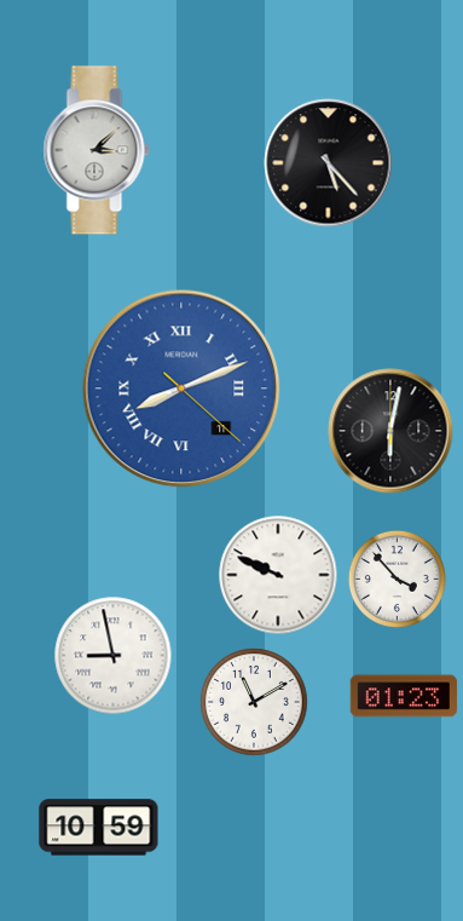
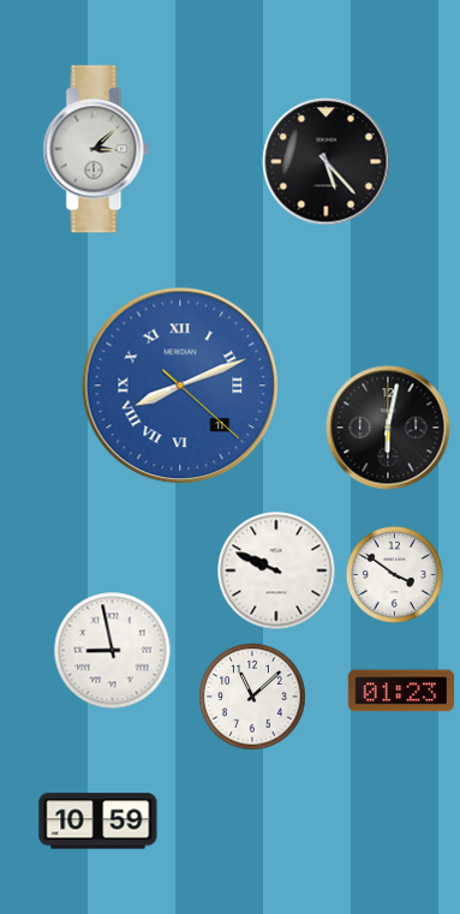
clock at (397, 578): 3:53 -> 3:51
clock at (254, 702): 11:10 -> 11:08
